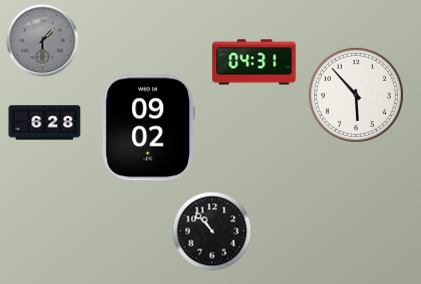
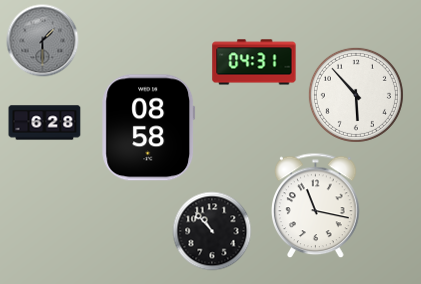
clock at (149, 128): 09:02 -> 08:58
clock at (316, 206): none -> 11:17
